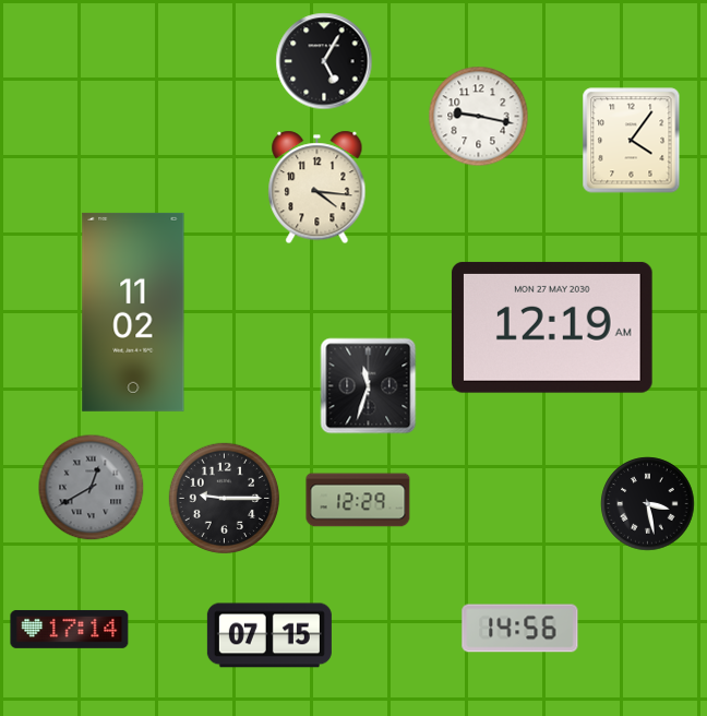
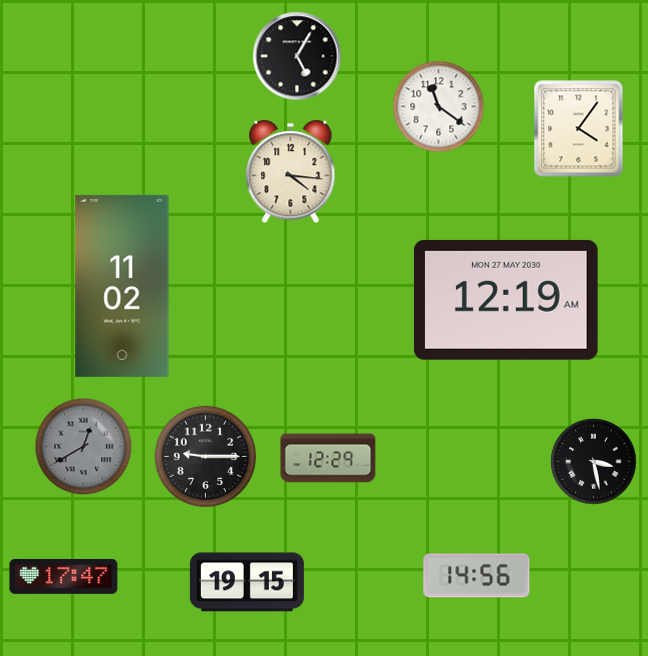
clock at (479, 117): 9:17 -> 11:21
clock at (369, 386): 11:33 -> none
clock at (70, 629): 17:14 -> 17:47
clock at (269, 635): 07:15 -> 19:15
